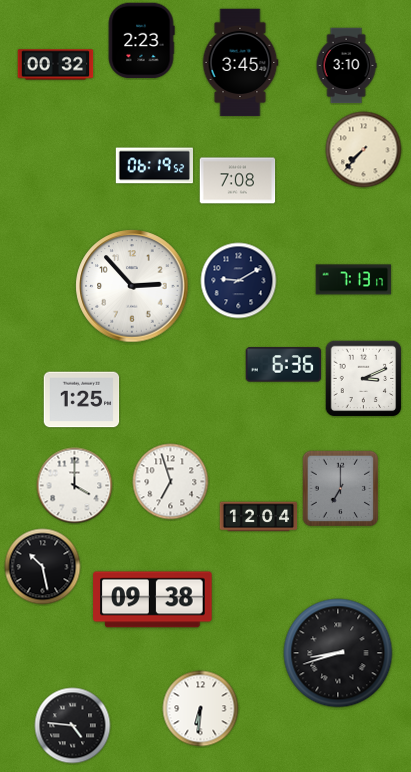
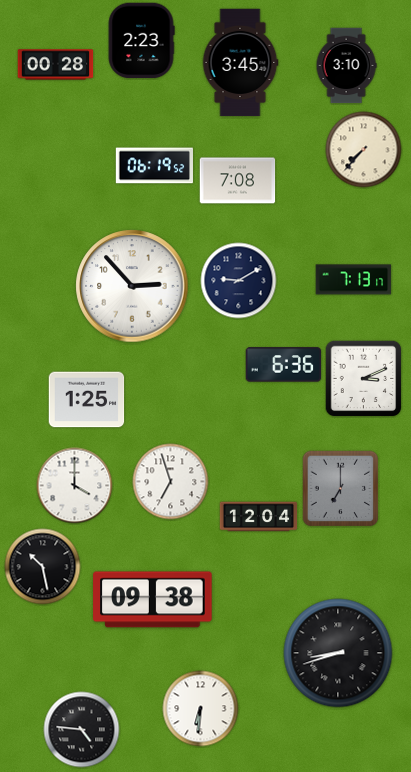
clock at (56, 65): 00:32 -> 00:28
clock at (82, 400) position: (82, 400) -> (87, 400)
clock at (73, 726) position: (73, 726) -> (82, 730)
